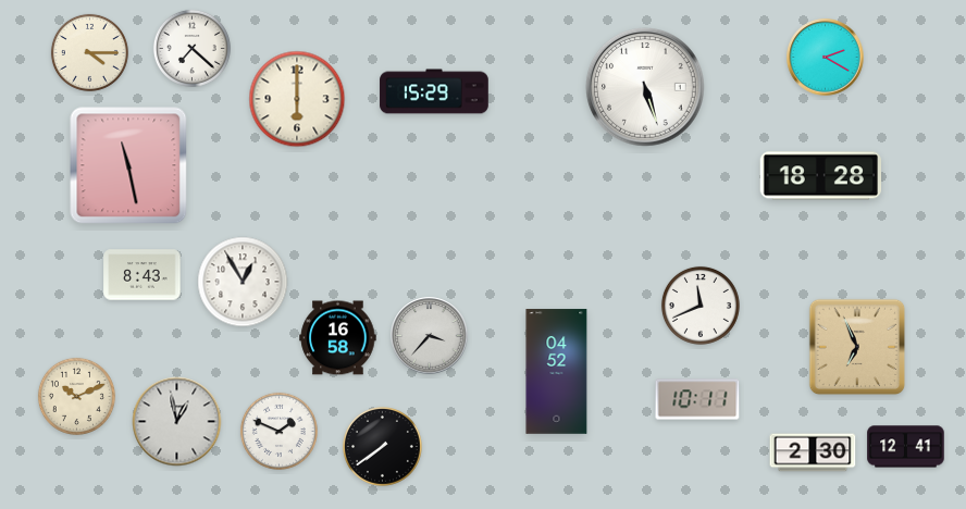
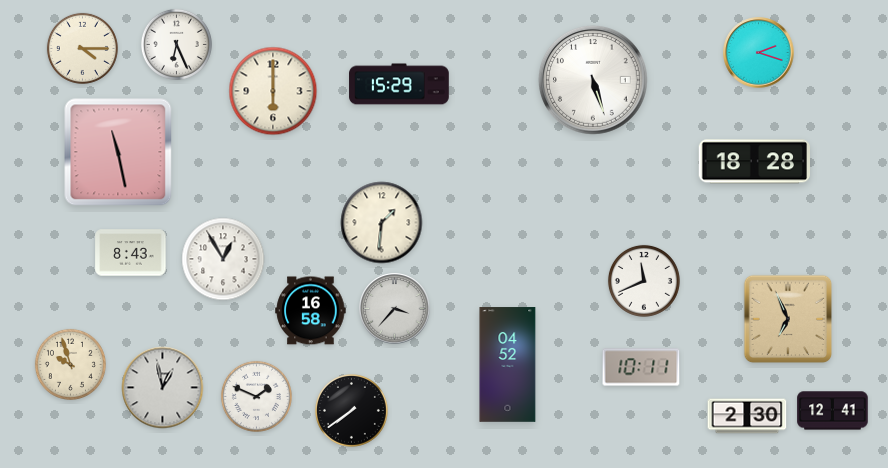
clock at (191, 48): 7:22 -> 6:26
clock at (826, 58): 2:20 -> 2:18
clock at (382, 223): none -> 1:31
clock at (557, 372) position: (557, 372) -> (508, 365)
clock at (76, 396): 10:11 -> 9:57
